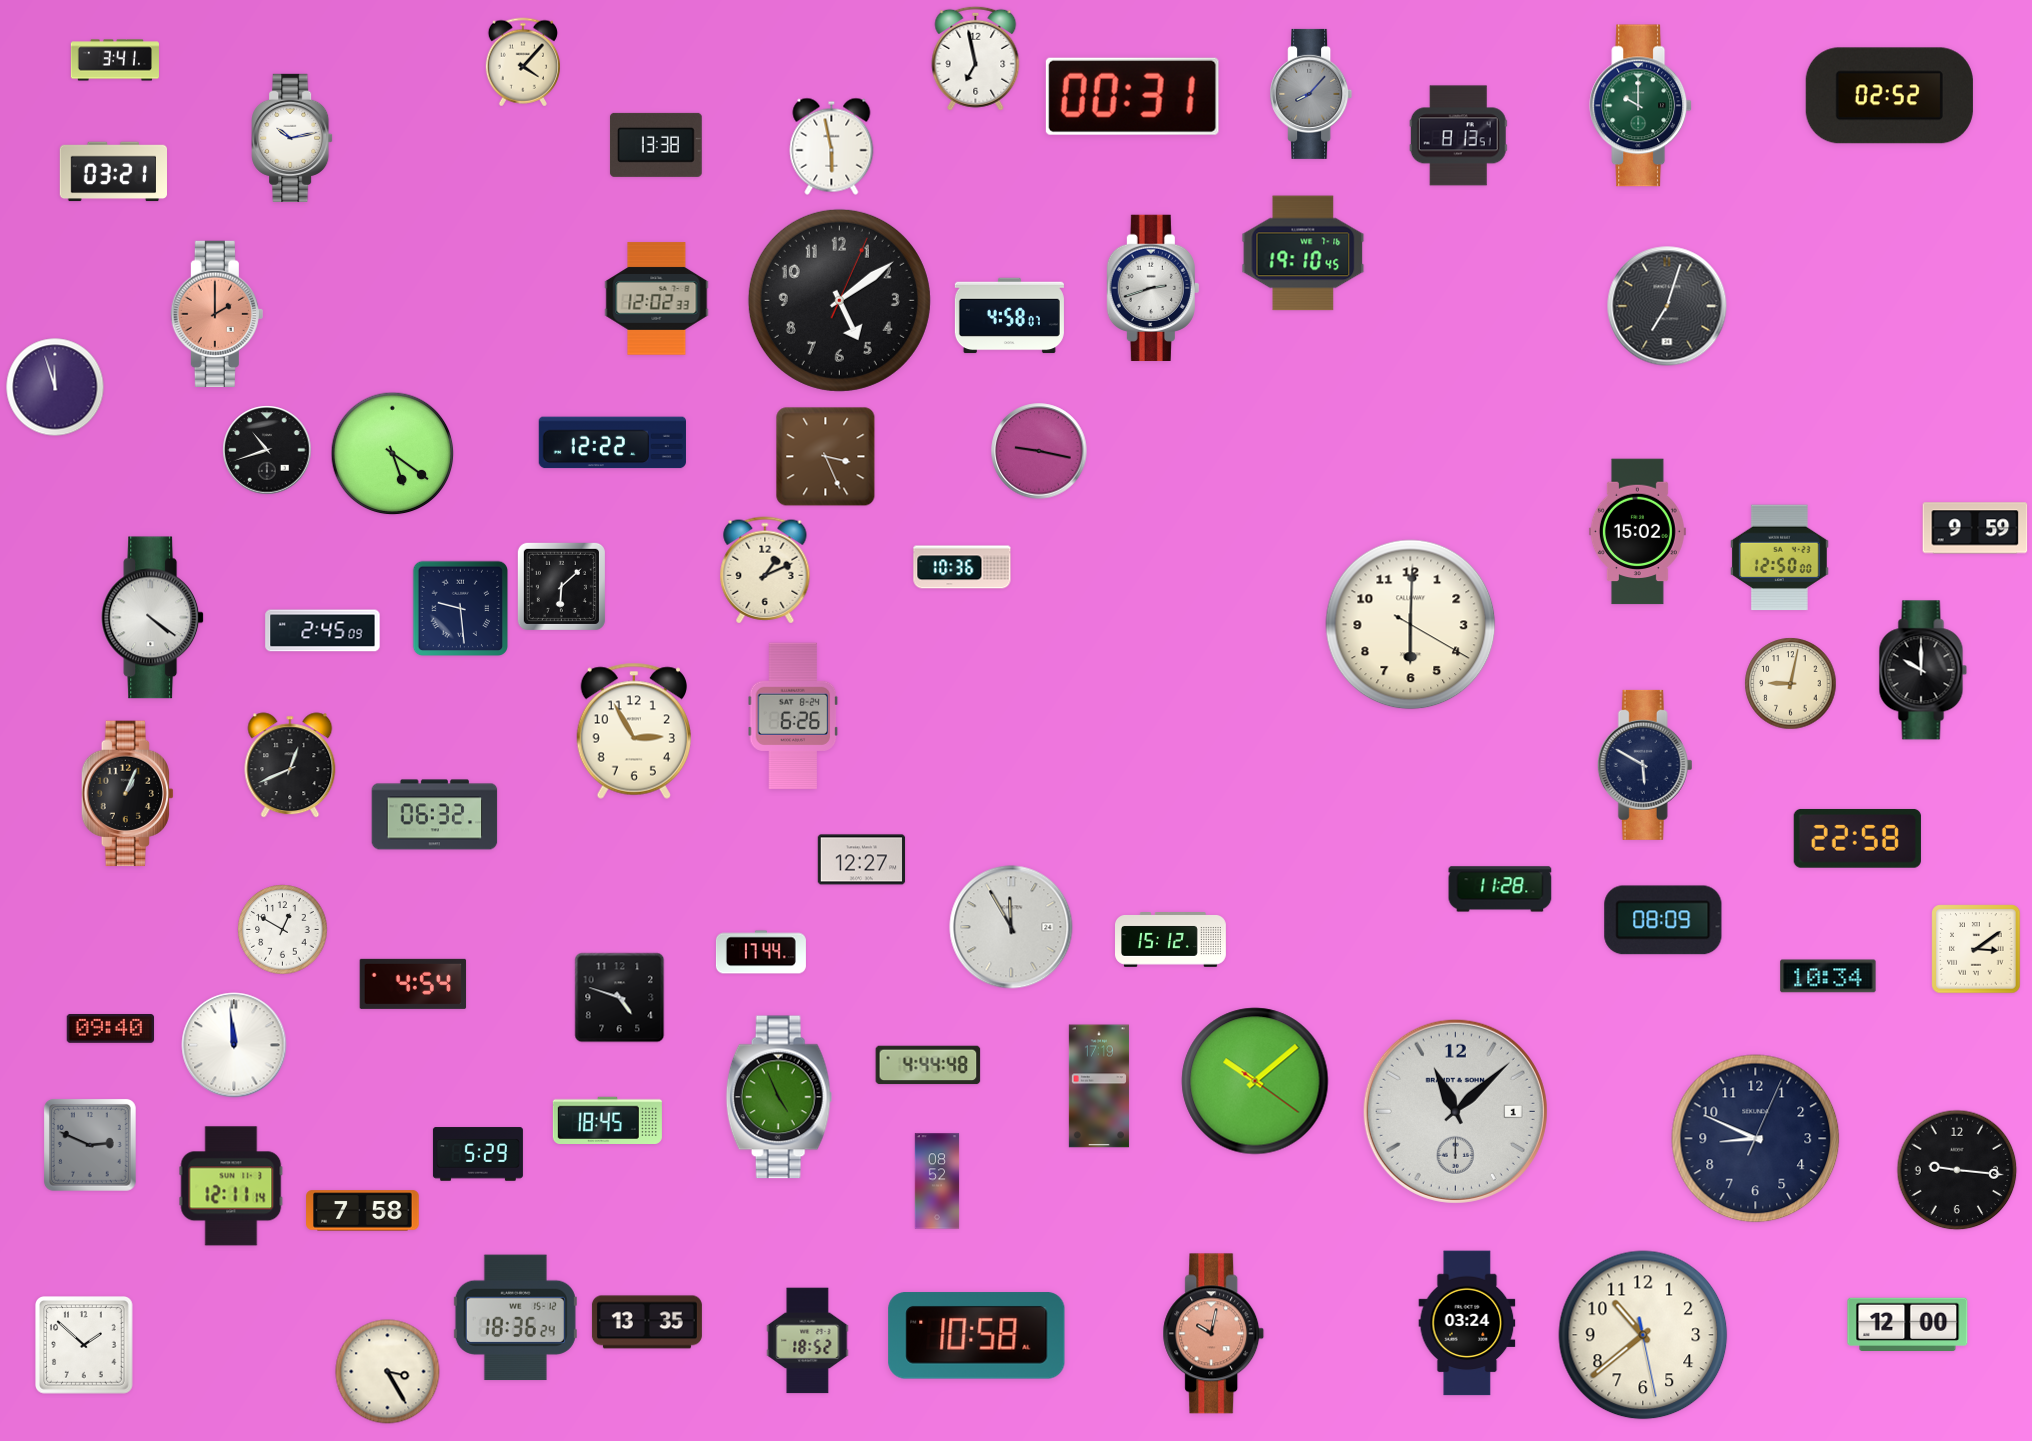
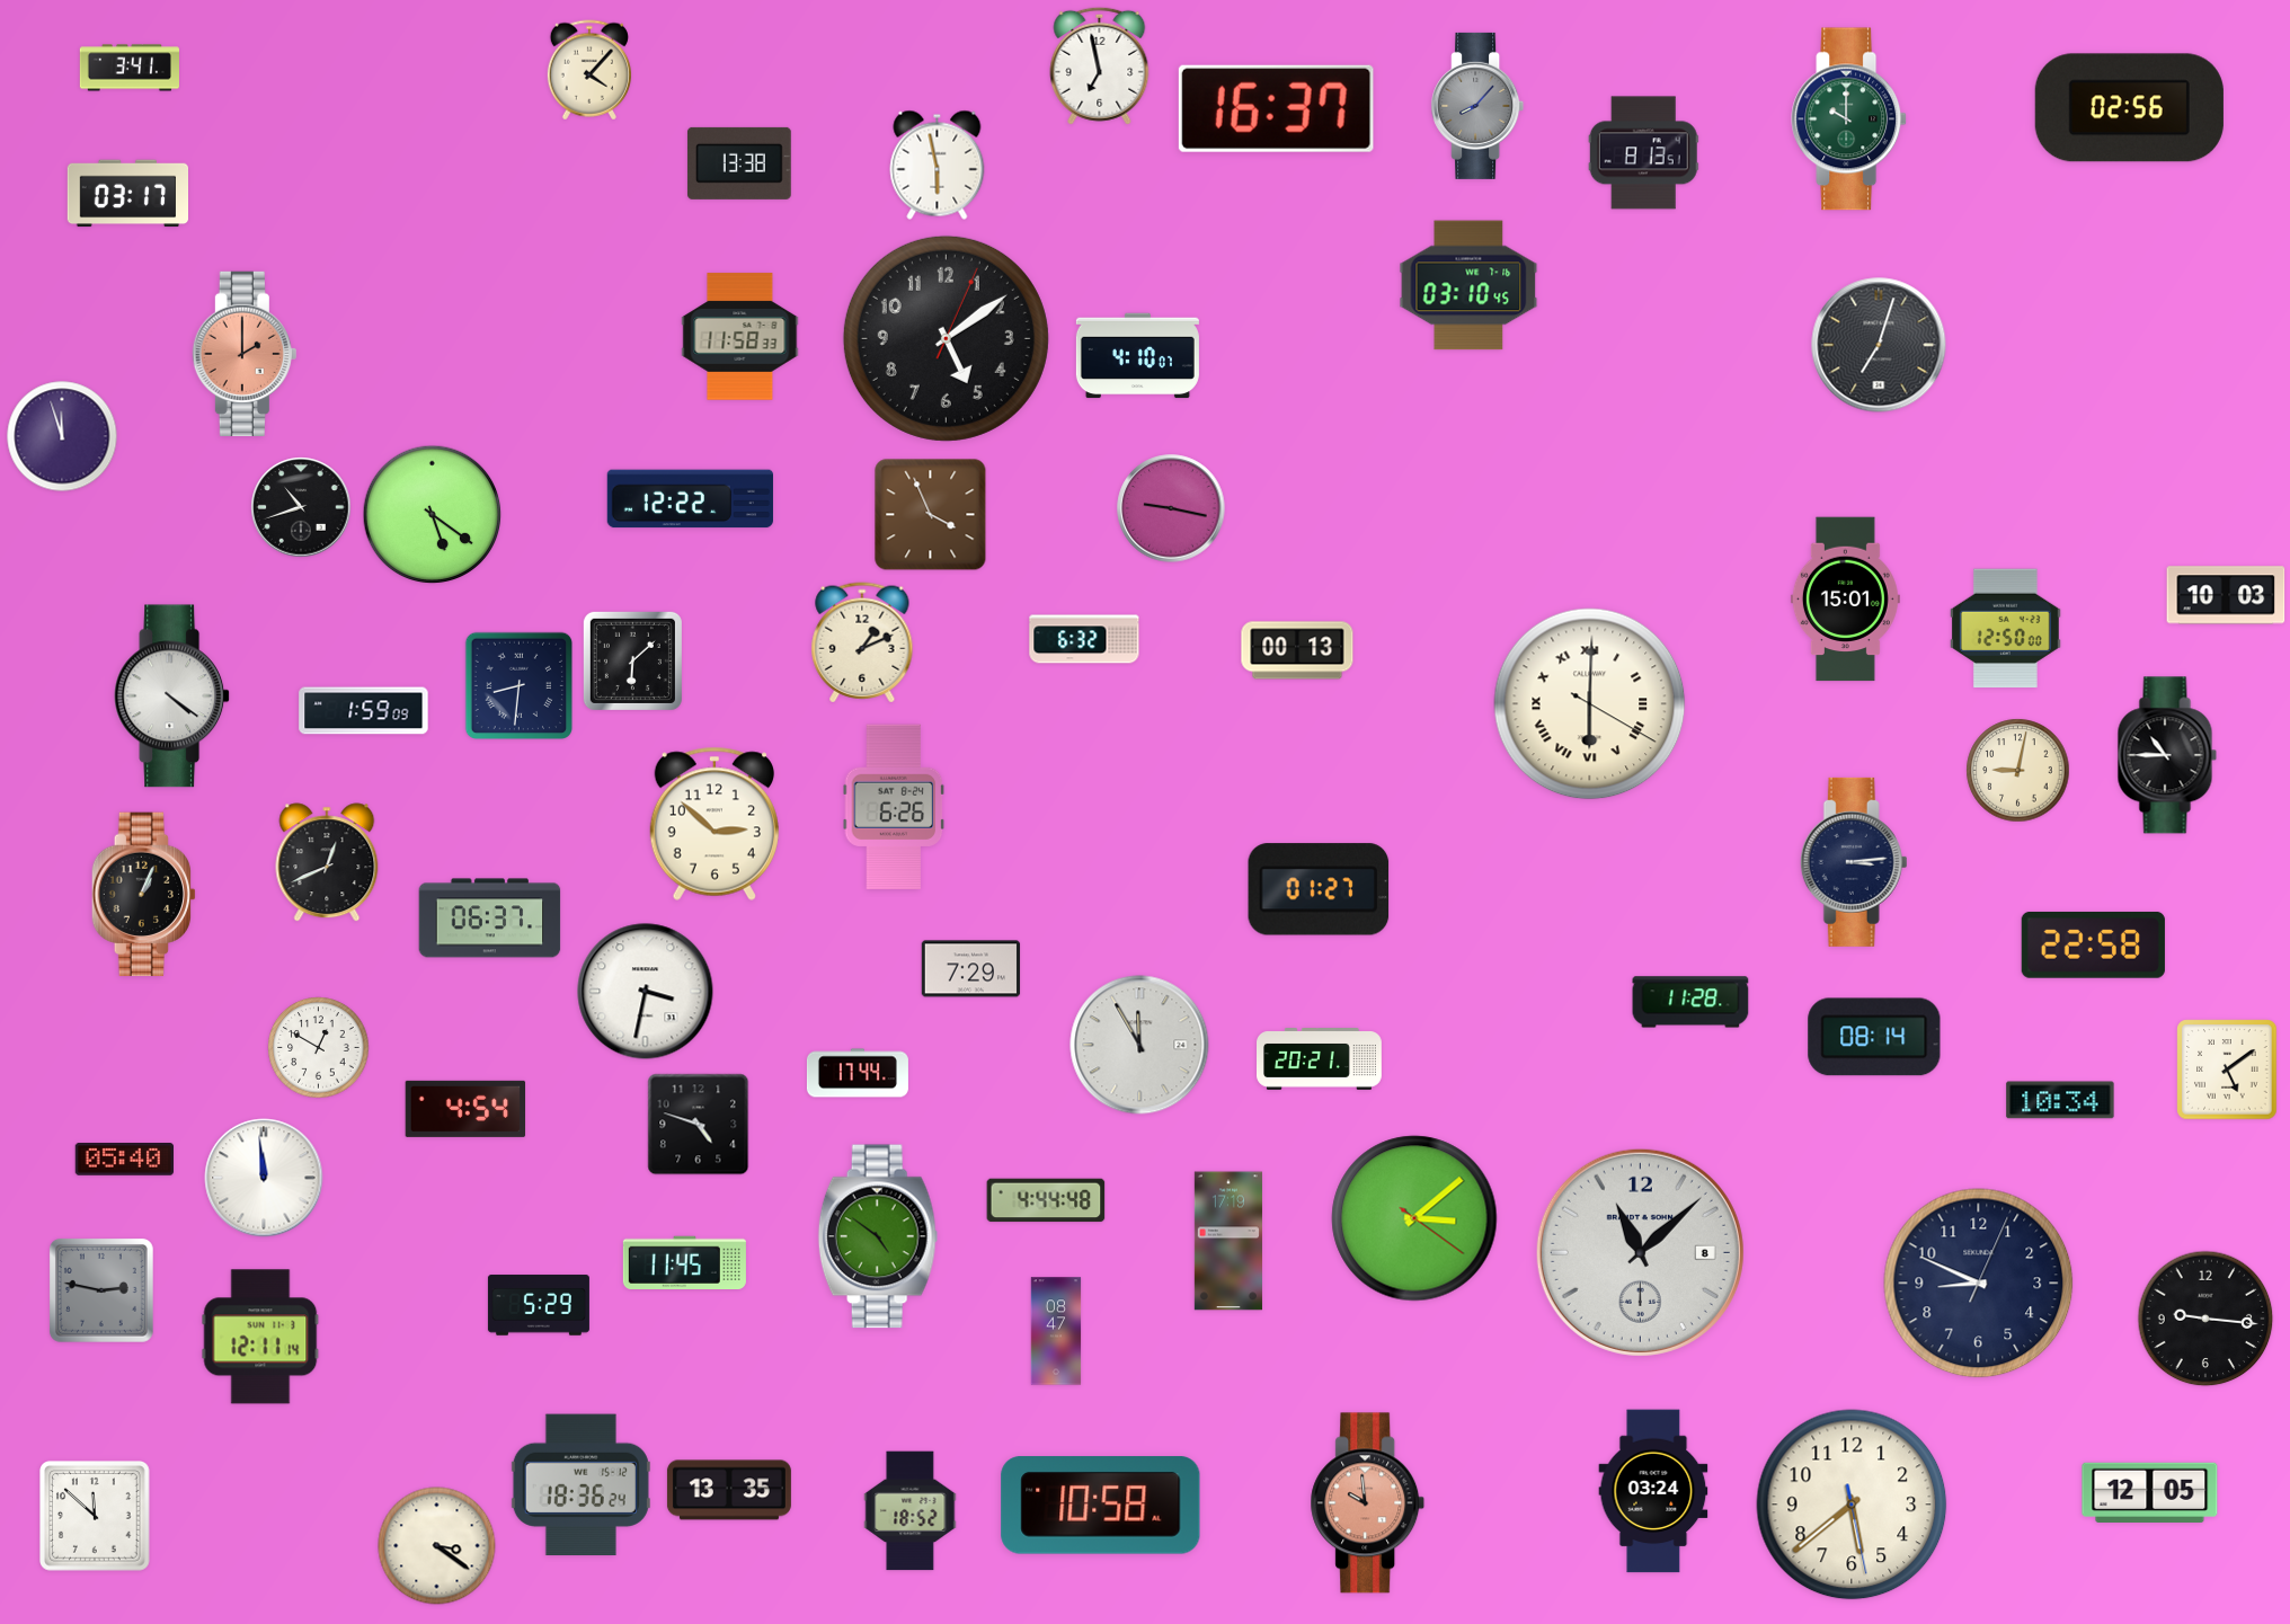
clock at (1132, 96): 00:31 -> 16:37
clock at (1889, 96): 02:52 -> 02:56
clock at (292, 138): 10:13 -> none
clock at (113, 172): 03:21 -> 03:17
clock at (1303, 253): 19:10 -> 03:10
clock at (1153, 287): 2:42 -> none
clock at (657, 299): 12:02 -> 11:58
clock at (1009, 316): 4:58 -> 4:10
clock at (393, 454) position: (393, 454) -> (433, 515)
clock at (826, 457): 3:26 -> 3:56
clock at (1975, 528): 9:59 -> 10:03
clock at (1637, 532): 15:02 -> 15:01
clock at (962, 567): 10:36 -> 6:32
clock at (1297, 650): none -> 00:13
clock at (460, 609): 9:29 -> 8:31
clock at (1411, 625) numerals: Arabic -> Roman
clock at (323, 631): 2:45 -> 1:59
clock at (1923, 670): 10:00 -> 10:45
clock at (634, 731): 2:55 -> 2:52
clock at (1645, 765): 5:50 -> 3:14
clock at (1319, 889): none -> 01:27
clock at (435, 815): 06:32 -> 06:37
clock at (862, 860): 12:27 -> 7:29
clock at (646, 992): none -> 3:32
clock at (1663, 920): 08:09 -> 08:14
clock at (1171, 940): 15:12 -> 20:21
clock at (1976, 949): 3:09 -> 5:09
clock at (110, 1029): 09:40 -> 05:40
clock at (1255, 1081): 10:08 -> 3:08
clock at (1099, 1086) position: (1099, 1086) -> (1228, 1241)
clock at (779, 1097): 4:56 -> 4:51
clock at (1455, 1111) date: 1 -> 8
clock at (607, 1120): 18:45 -> 11:45
clock at (90, 1145): 2:49 -> 2:47
clock at (478, 1154) position: (478, 1154) -> (539, 1305)
clock at (937, 1181): 08:52 -> 08:47
clock at (363, 1211): 7:58 -> none
clock at (1908, 1324): 12:00 -> 12:05
clock at (1214, 1334): 10:02 -> 9:59
clock at (1643, 1335): 10:38 -> 5:38
clock at (85, 1346): 1:52 -> 11:52
clock at (388, 1372): 3:25 -> 3:21
